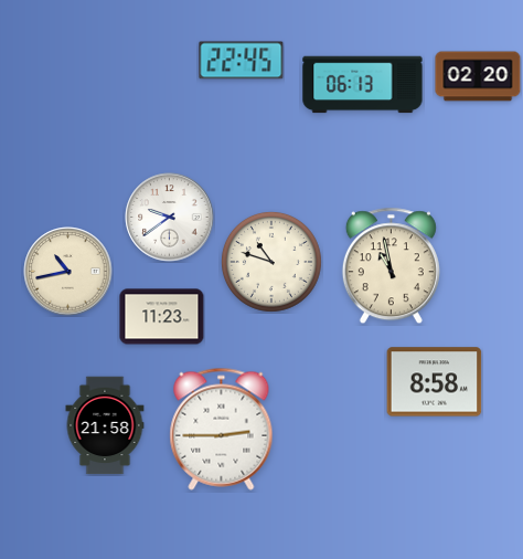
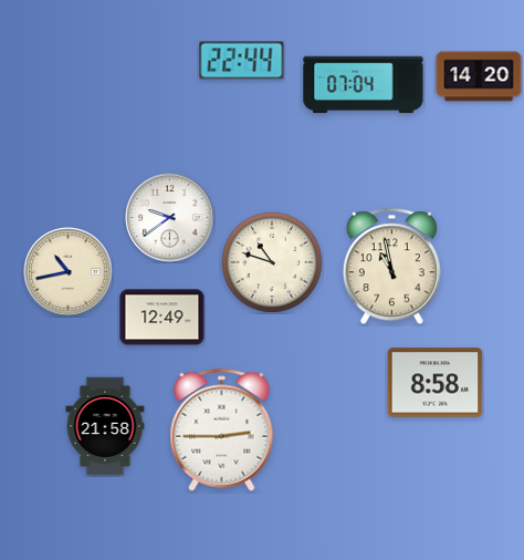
clock at (242, 61): 22:45 -> 22:44
clock at (478, 76): 02:20 -> 14:20
clock at (363, 85): 06:13 -> 07:04
clock at (162, 317): 11:23 -> 12:49
